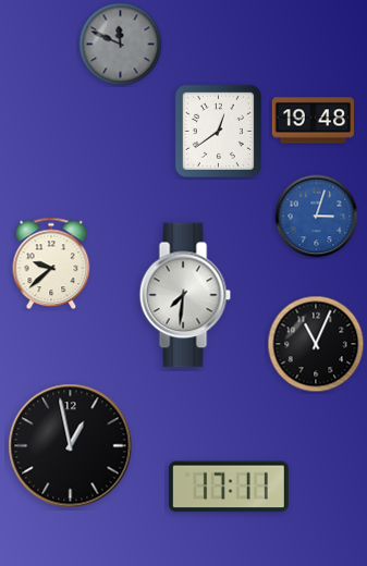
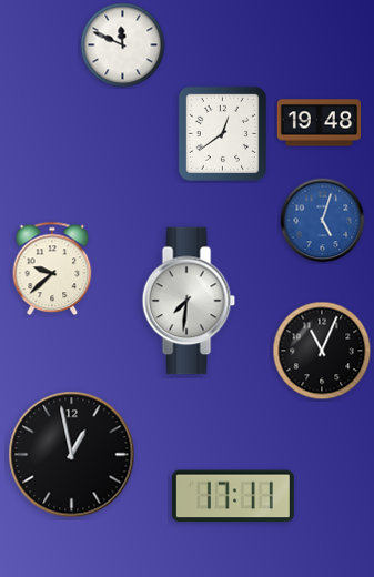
clock at (121, 45) dial: grey -> white
clock at (317, 217): 3:03 -> 5:03
